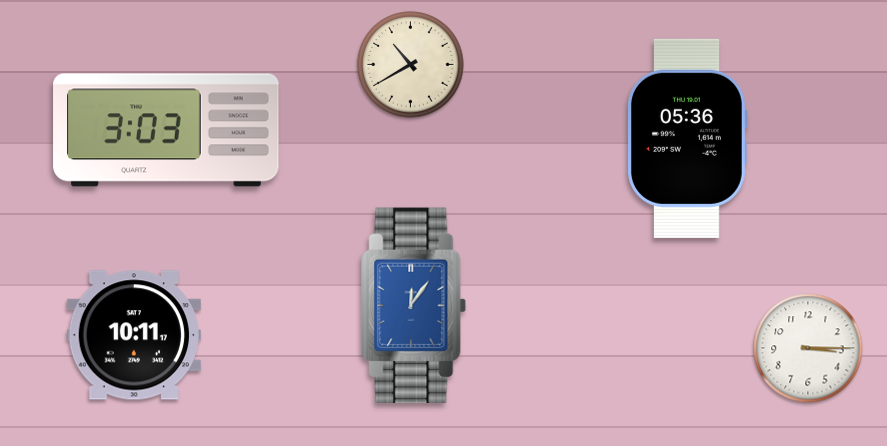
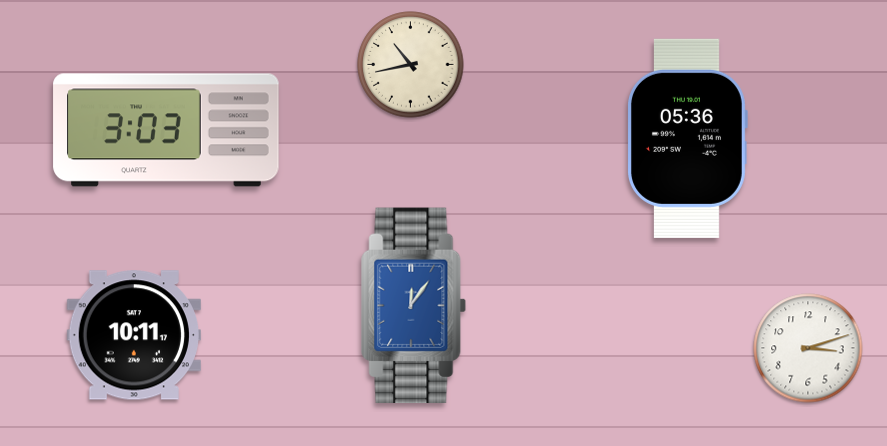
clock at (411, 65): 10:40 -> 10:43
clock at (808, 348): 3:15 -> 3:12
